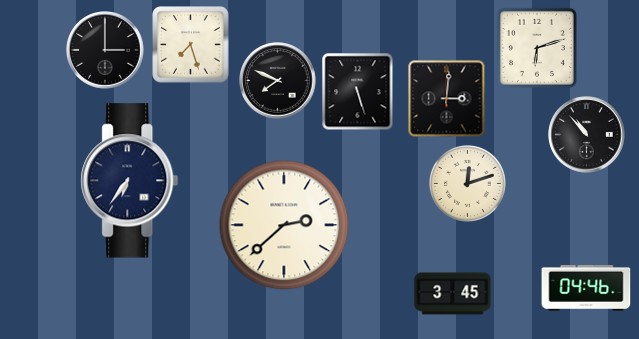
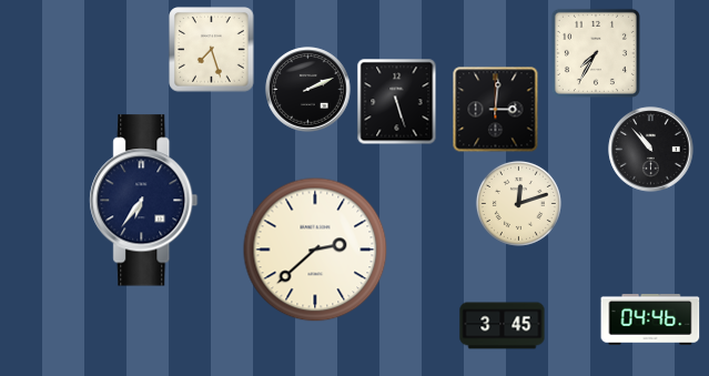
clock at (537, 48): 6:12 -> 7:35
clock at (105, 50): 3:00 -> none
clock at (278, 81): 7:49 -> 2:11
